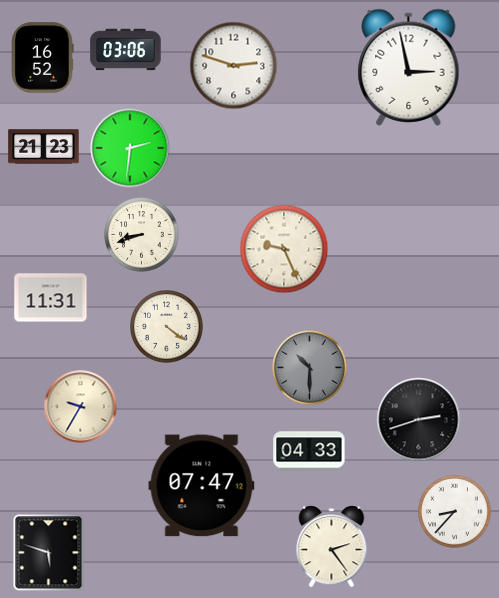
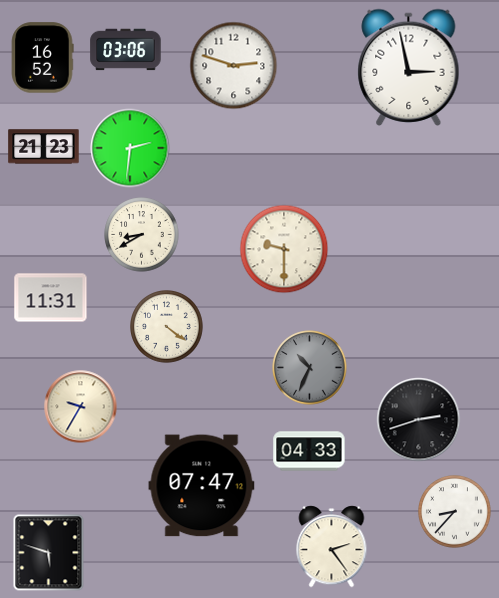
clock at (142, 235): 8:42 -> 8:40
clock at (284, 249): 9:26 -> 9:30
clock at (310, 368): 10:30 -> 10:34
